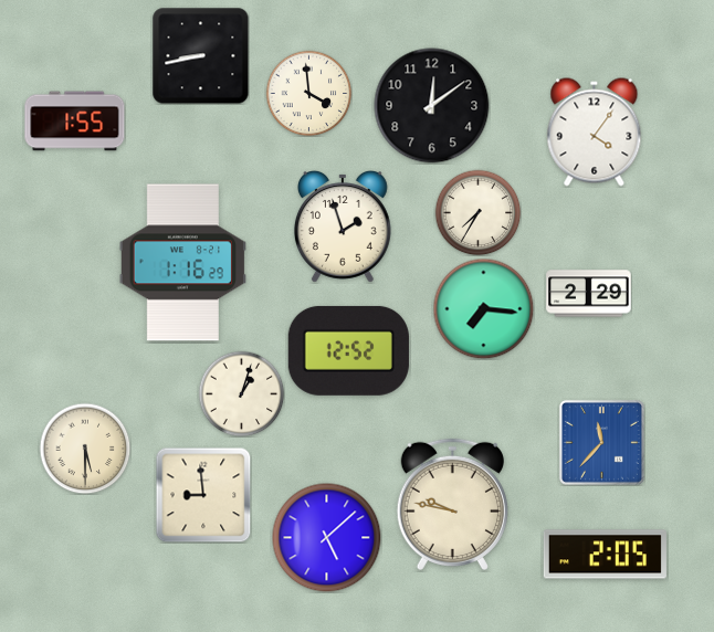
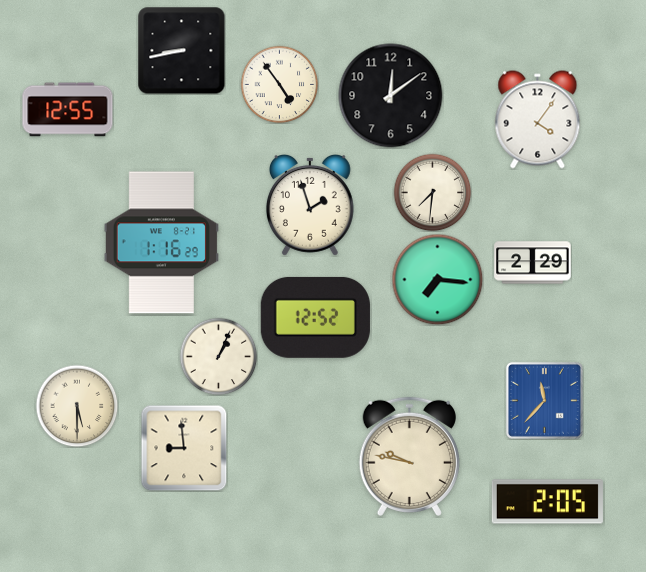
clock at (308, 93): 3:59 -> 4:54
clock at (75, 122): 1:55 -> 12:55
clock at (477, 212): 7:35 -> 7:31
clock at (182, 263) position: (182, 263) -> (161, 243)
clock at (589, 294) position: (589, 294) -> (533, 263)
clock at (241, 393): 1:03 -> 1:04
clock at (327, 538): 5:08 -> none
